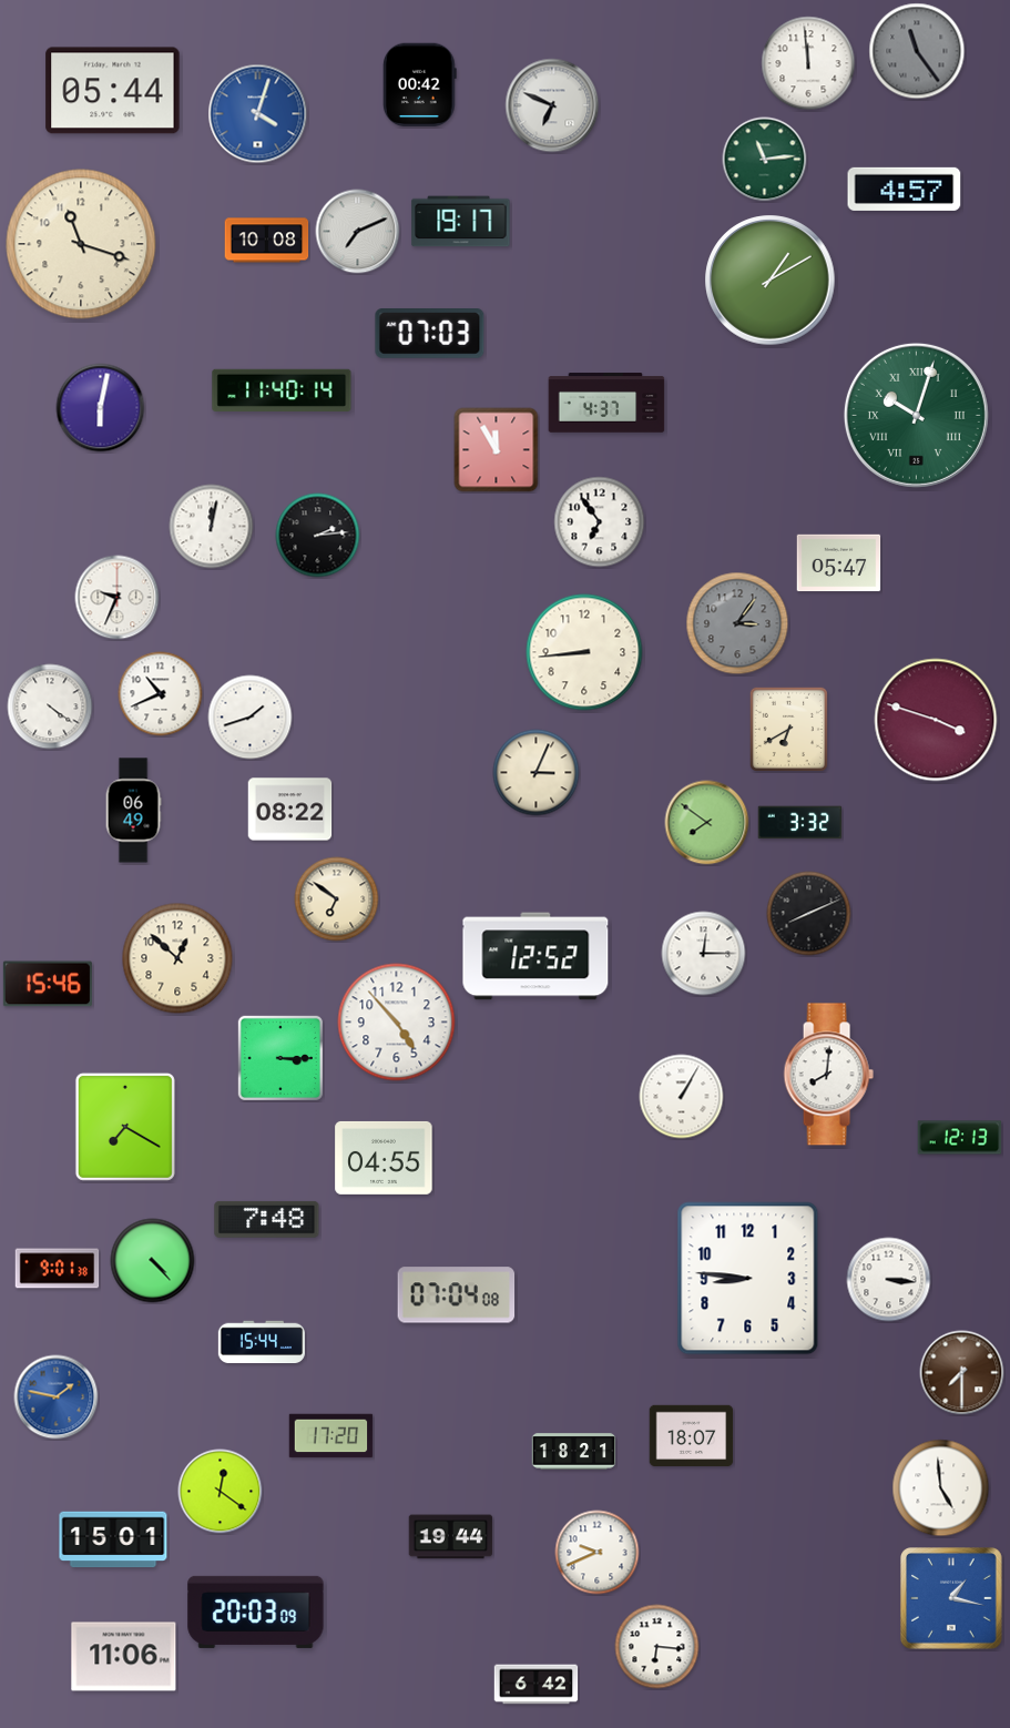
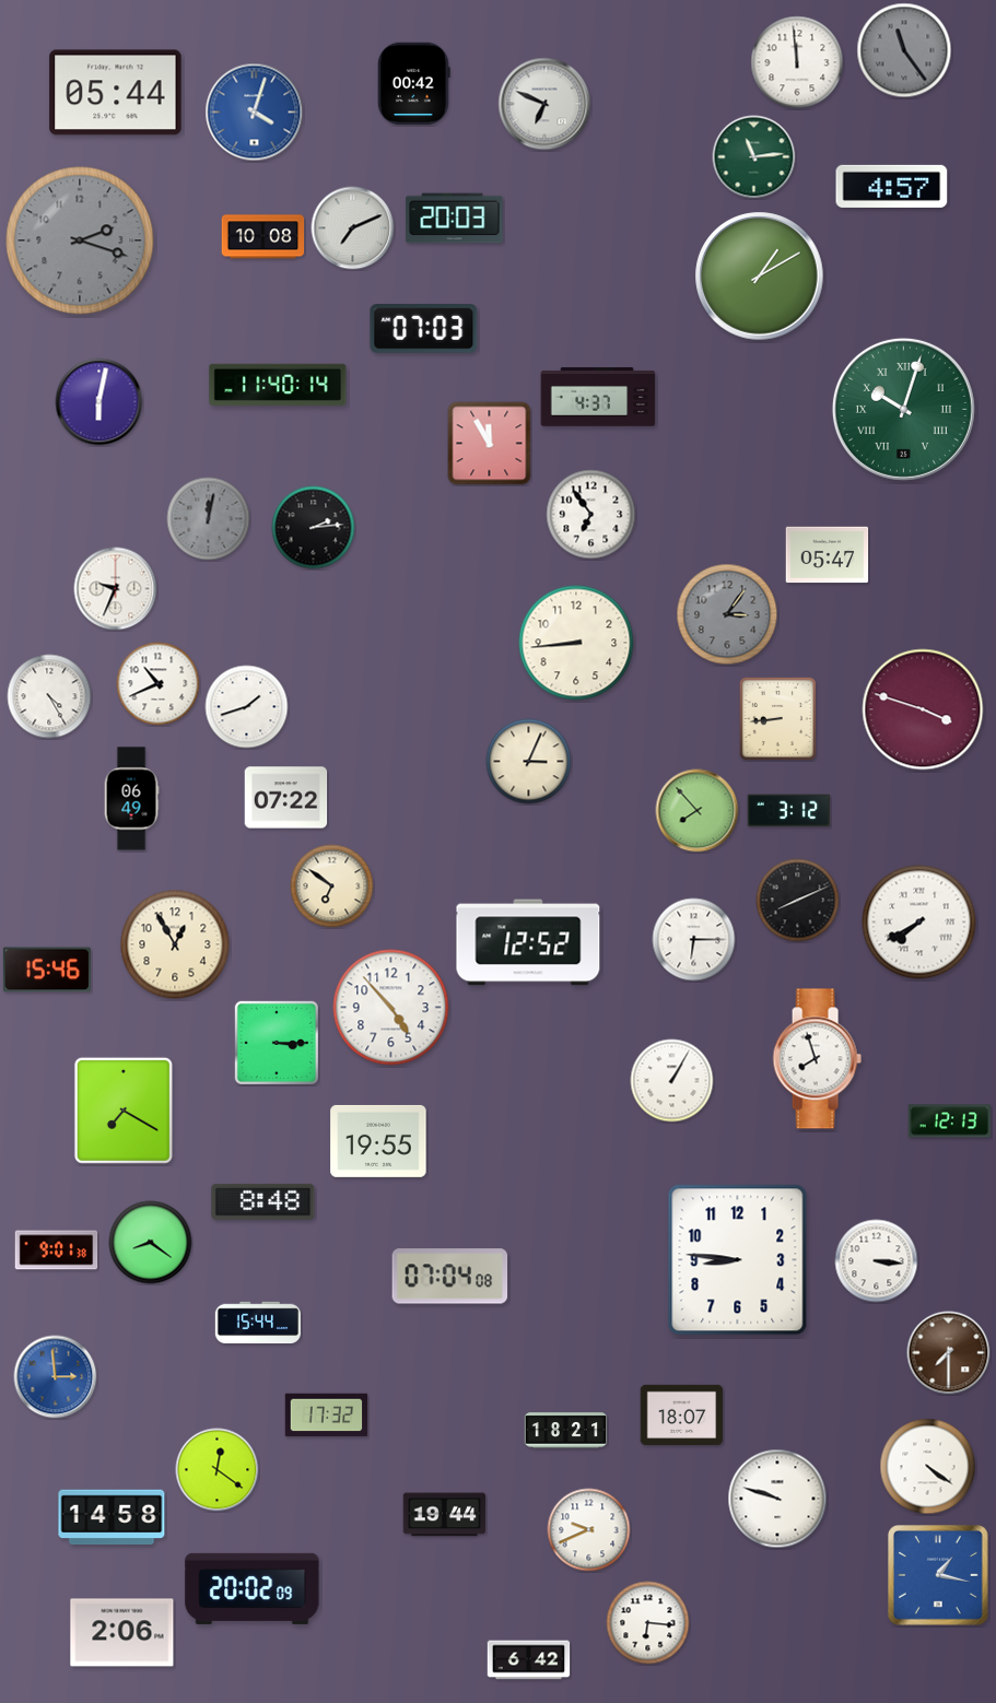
clock at (113, 91) position: (113, 91) -> (116, 93)
clock at (461, 222): 19:17 -> 20:03
clock at (81, 244): 11:18 -> 2:18
clock at (81, 244) dial: cream -> grey
clock at (212, 527) dial: white -> grey
clock at (50, 707): 4:21 -> 4:25
clock at (788, 729): 6:40 -> 8:44
clock at (290, 810): 08:22 -> 07:22
clock at (707, 823): 7:51 -> 7:53
clock at (800, 823): 3:32 -> 3:12
clock at (919, 923): none -> 7:40
clock at (704, 954): 12:15 -> 6:15
clock at (177, 958): 12:52 -> 12:55
clock at (828, 1075): 8:01 -> 7:57
clock at (960, 1138) position: (960, 1138) -> (950, 1121)
clock at (384, 1158): 04:55 -> 19:55
clock at (267, 1219): 7:48 -> 8:48
clock at (153, 1261): 4:23 -> 8:21
clock at (57, 1397): 1:47 -> 2:59
clock at (331, 1436): 17:20 -> 17:32
clock at (941, 1488): 4:59 -> 4:21
clock at (777, 1499): none -> 9:48
clock at (113, 1539): 15:01 -> 14:58
clock at (256, 1612): 20:03 -> 20:02
clock at (124, 1657): 11:06 -> 2:06
